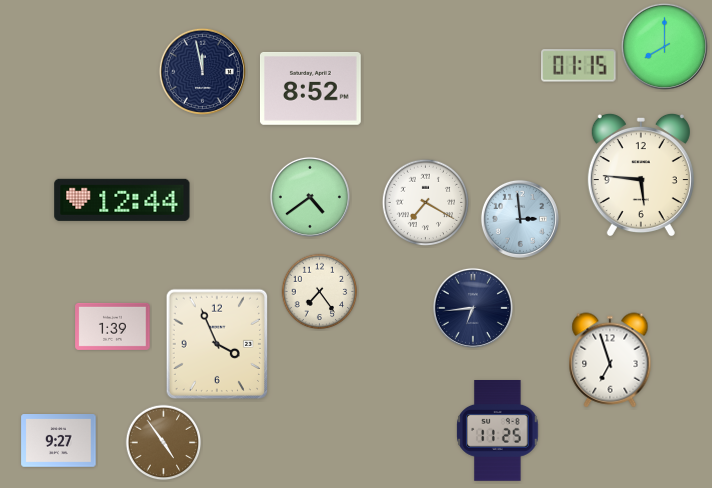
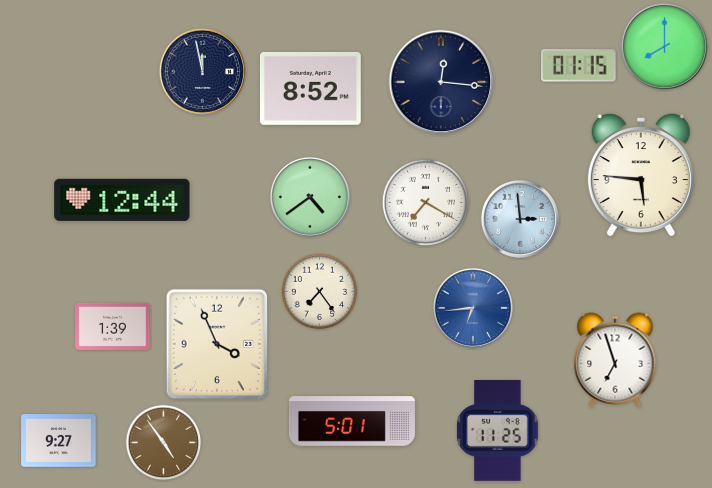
clock at (441, 82): none -> 12:16
clock at (473, 308) dial: navy -> blue
clock at (610, 360) position: (610, 360) -> (615, 360)
clock at (352, 421): none -> 5:01
